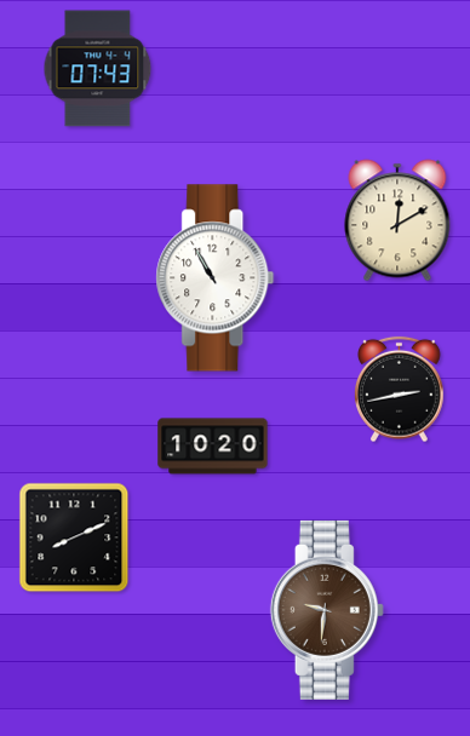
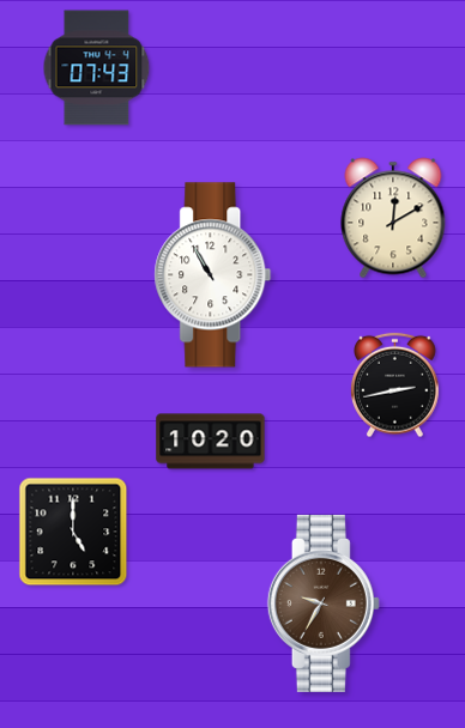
clock at (74, 537): 8:11 -> 5:00
clock at (327, 610): 9:31 -> 9:35
